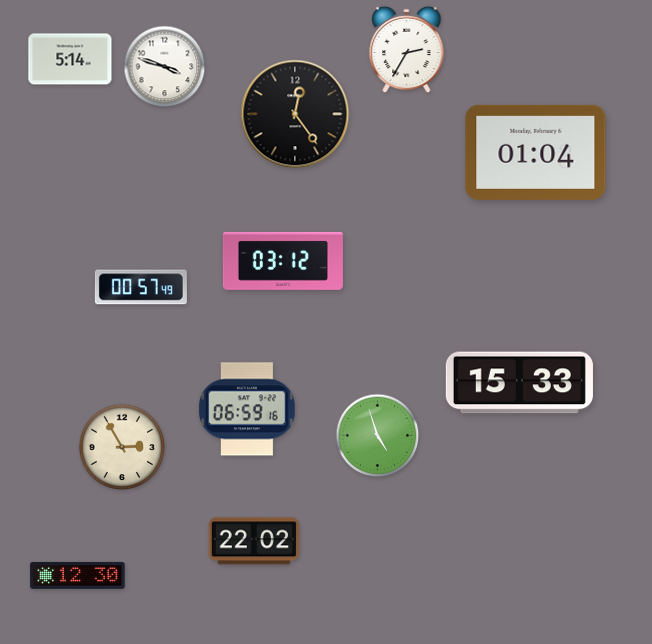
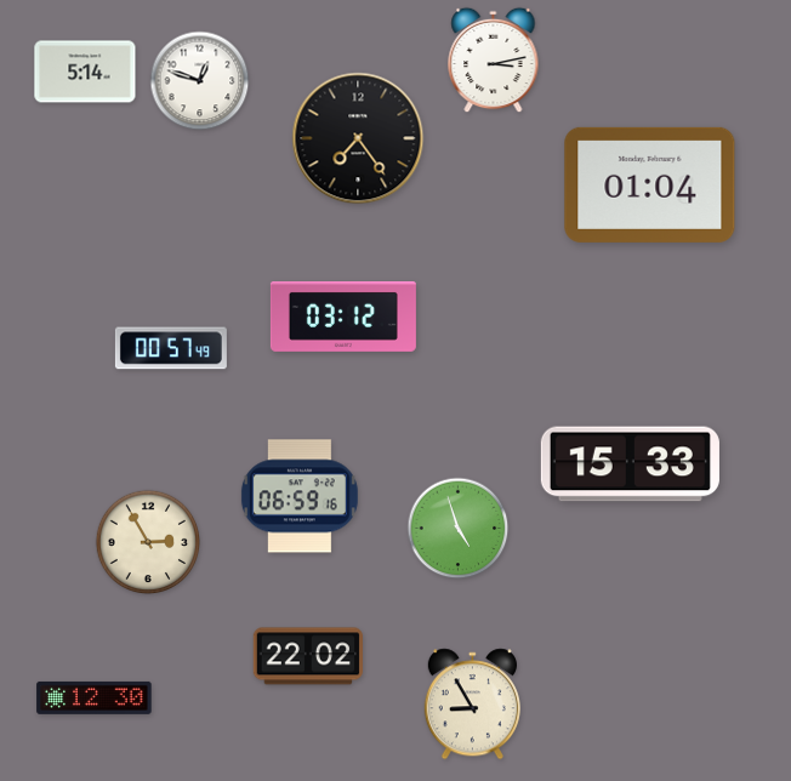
clock at (407, 50): 2:35 -> 3:13
clock at (165, 67): 3:48 -> 12:48
clock at (295, 114): 12:24 -> 7:24
clock at (472, 705): none -> 8:55
